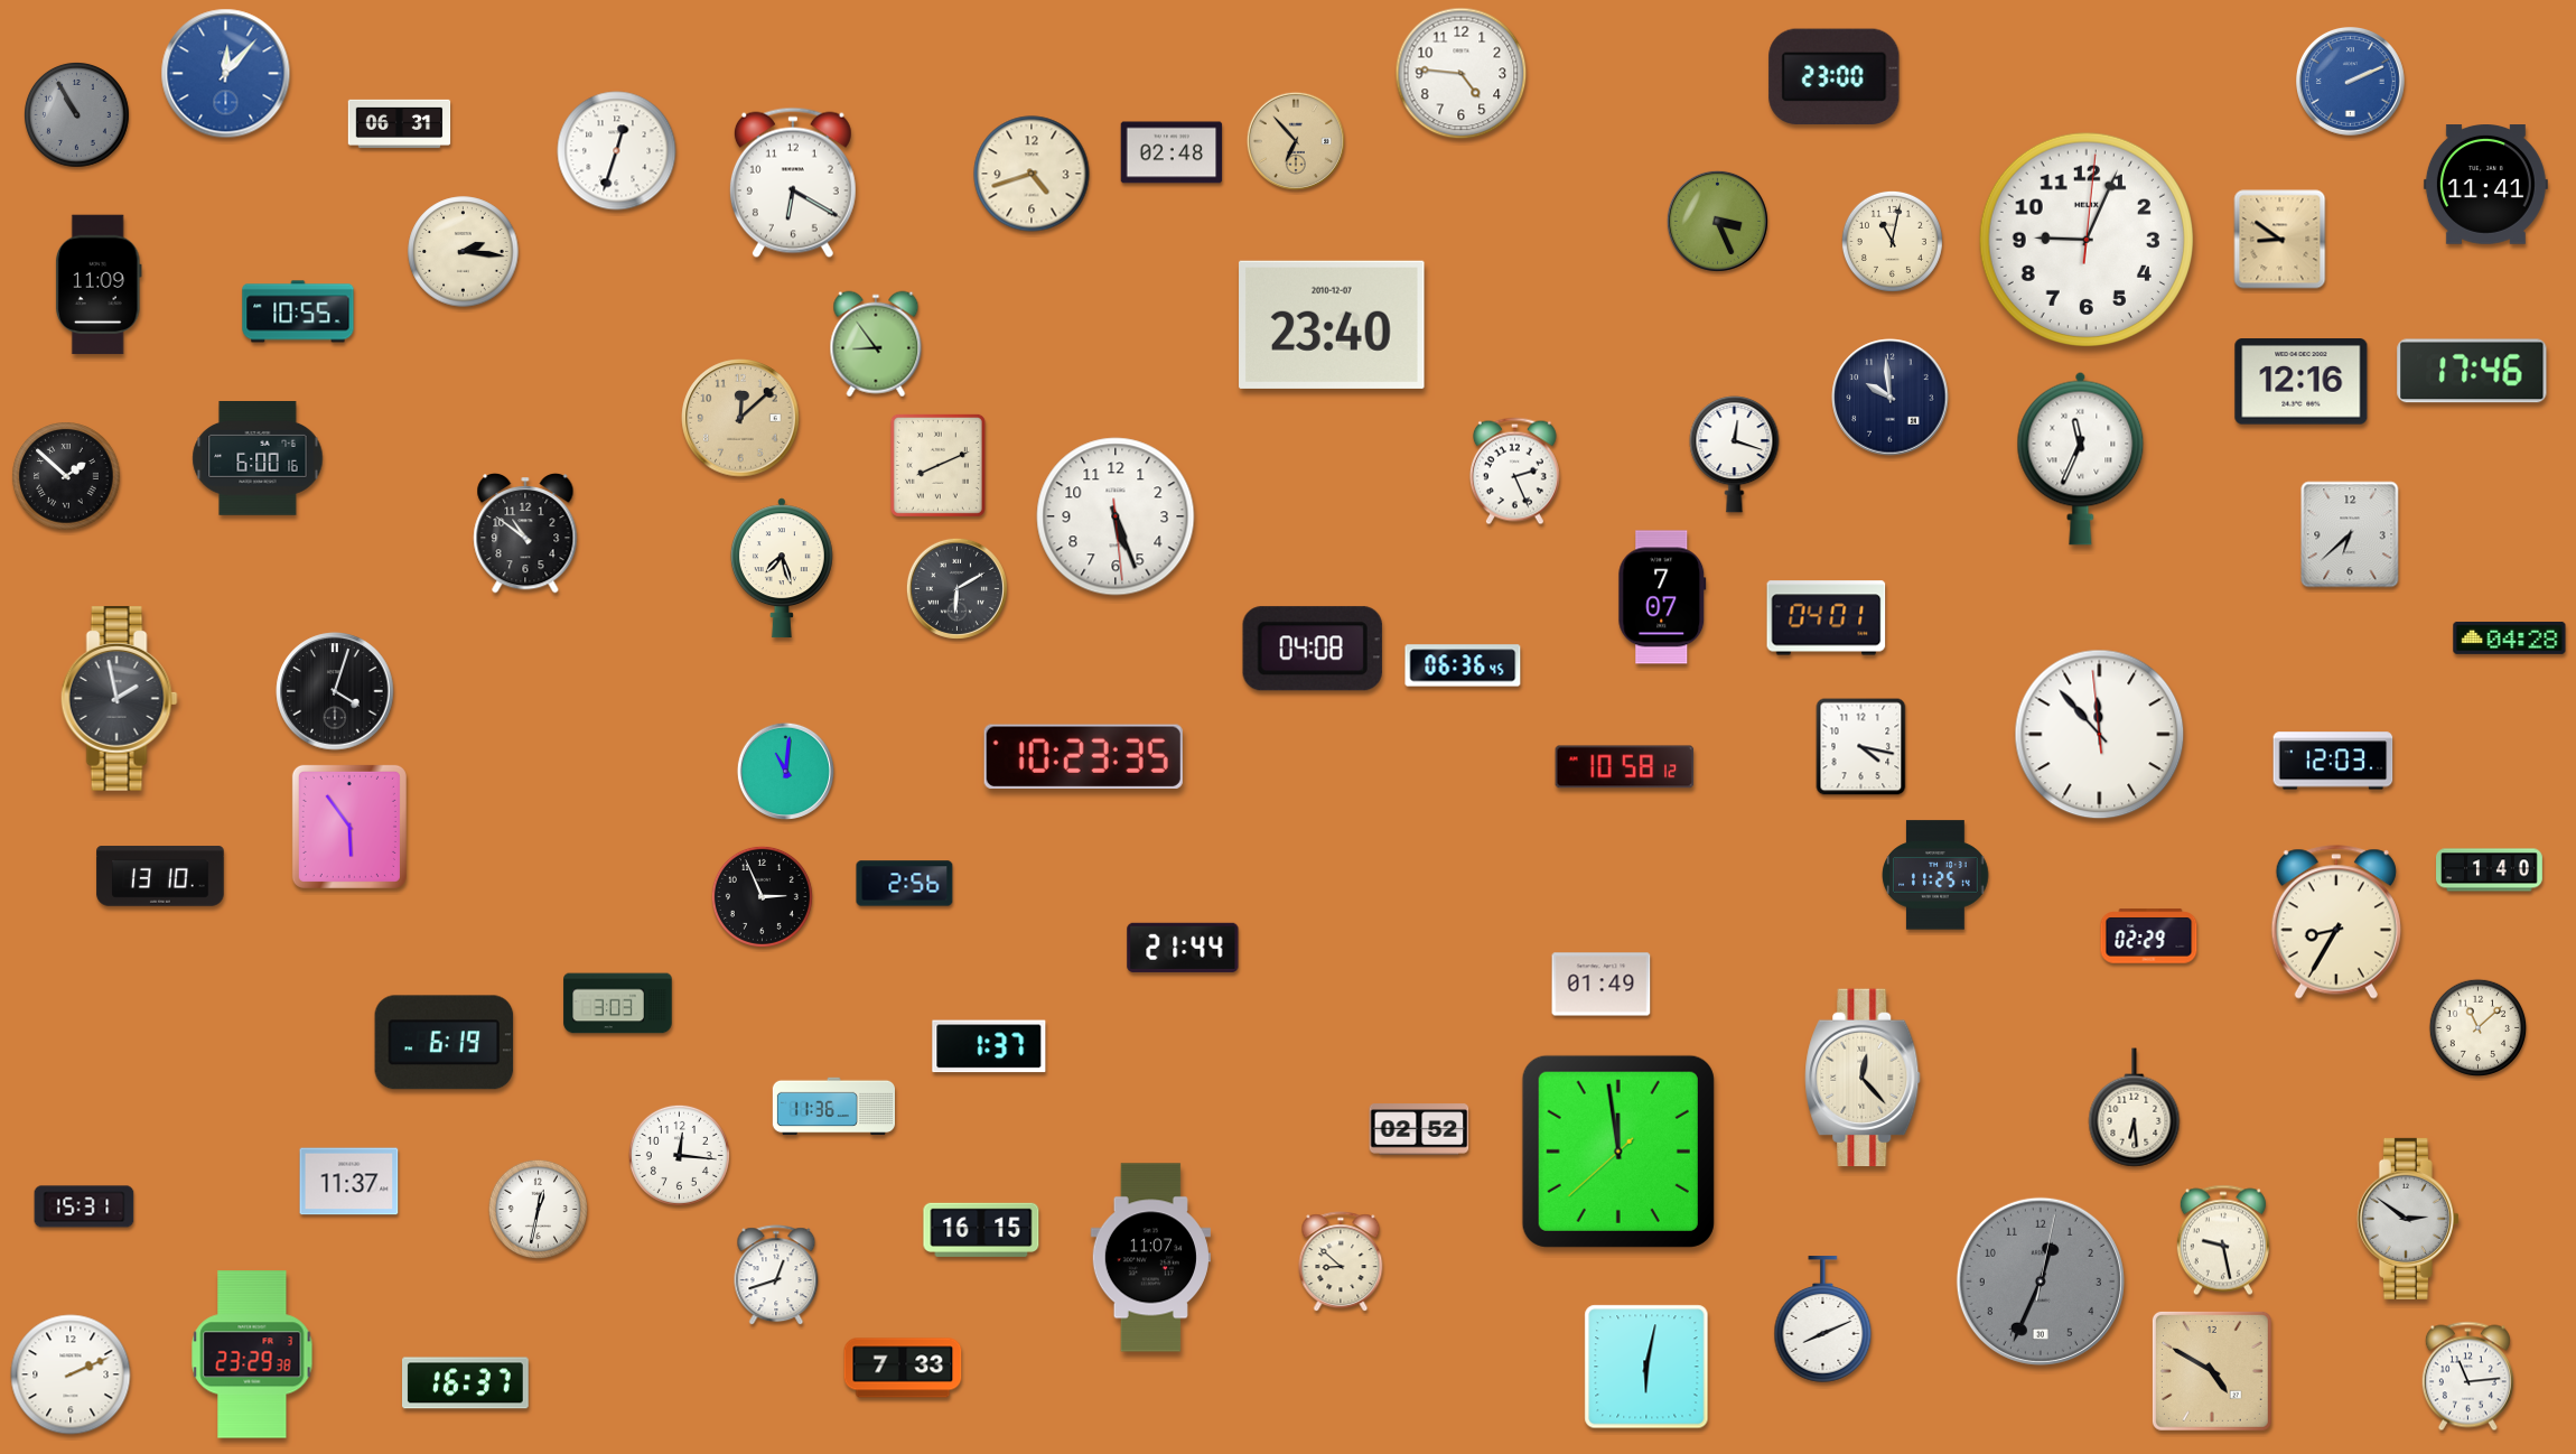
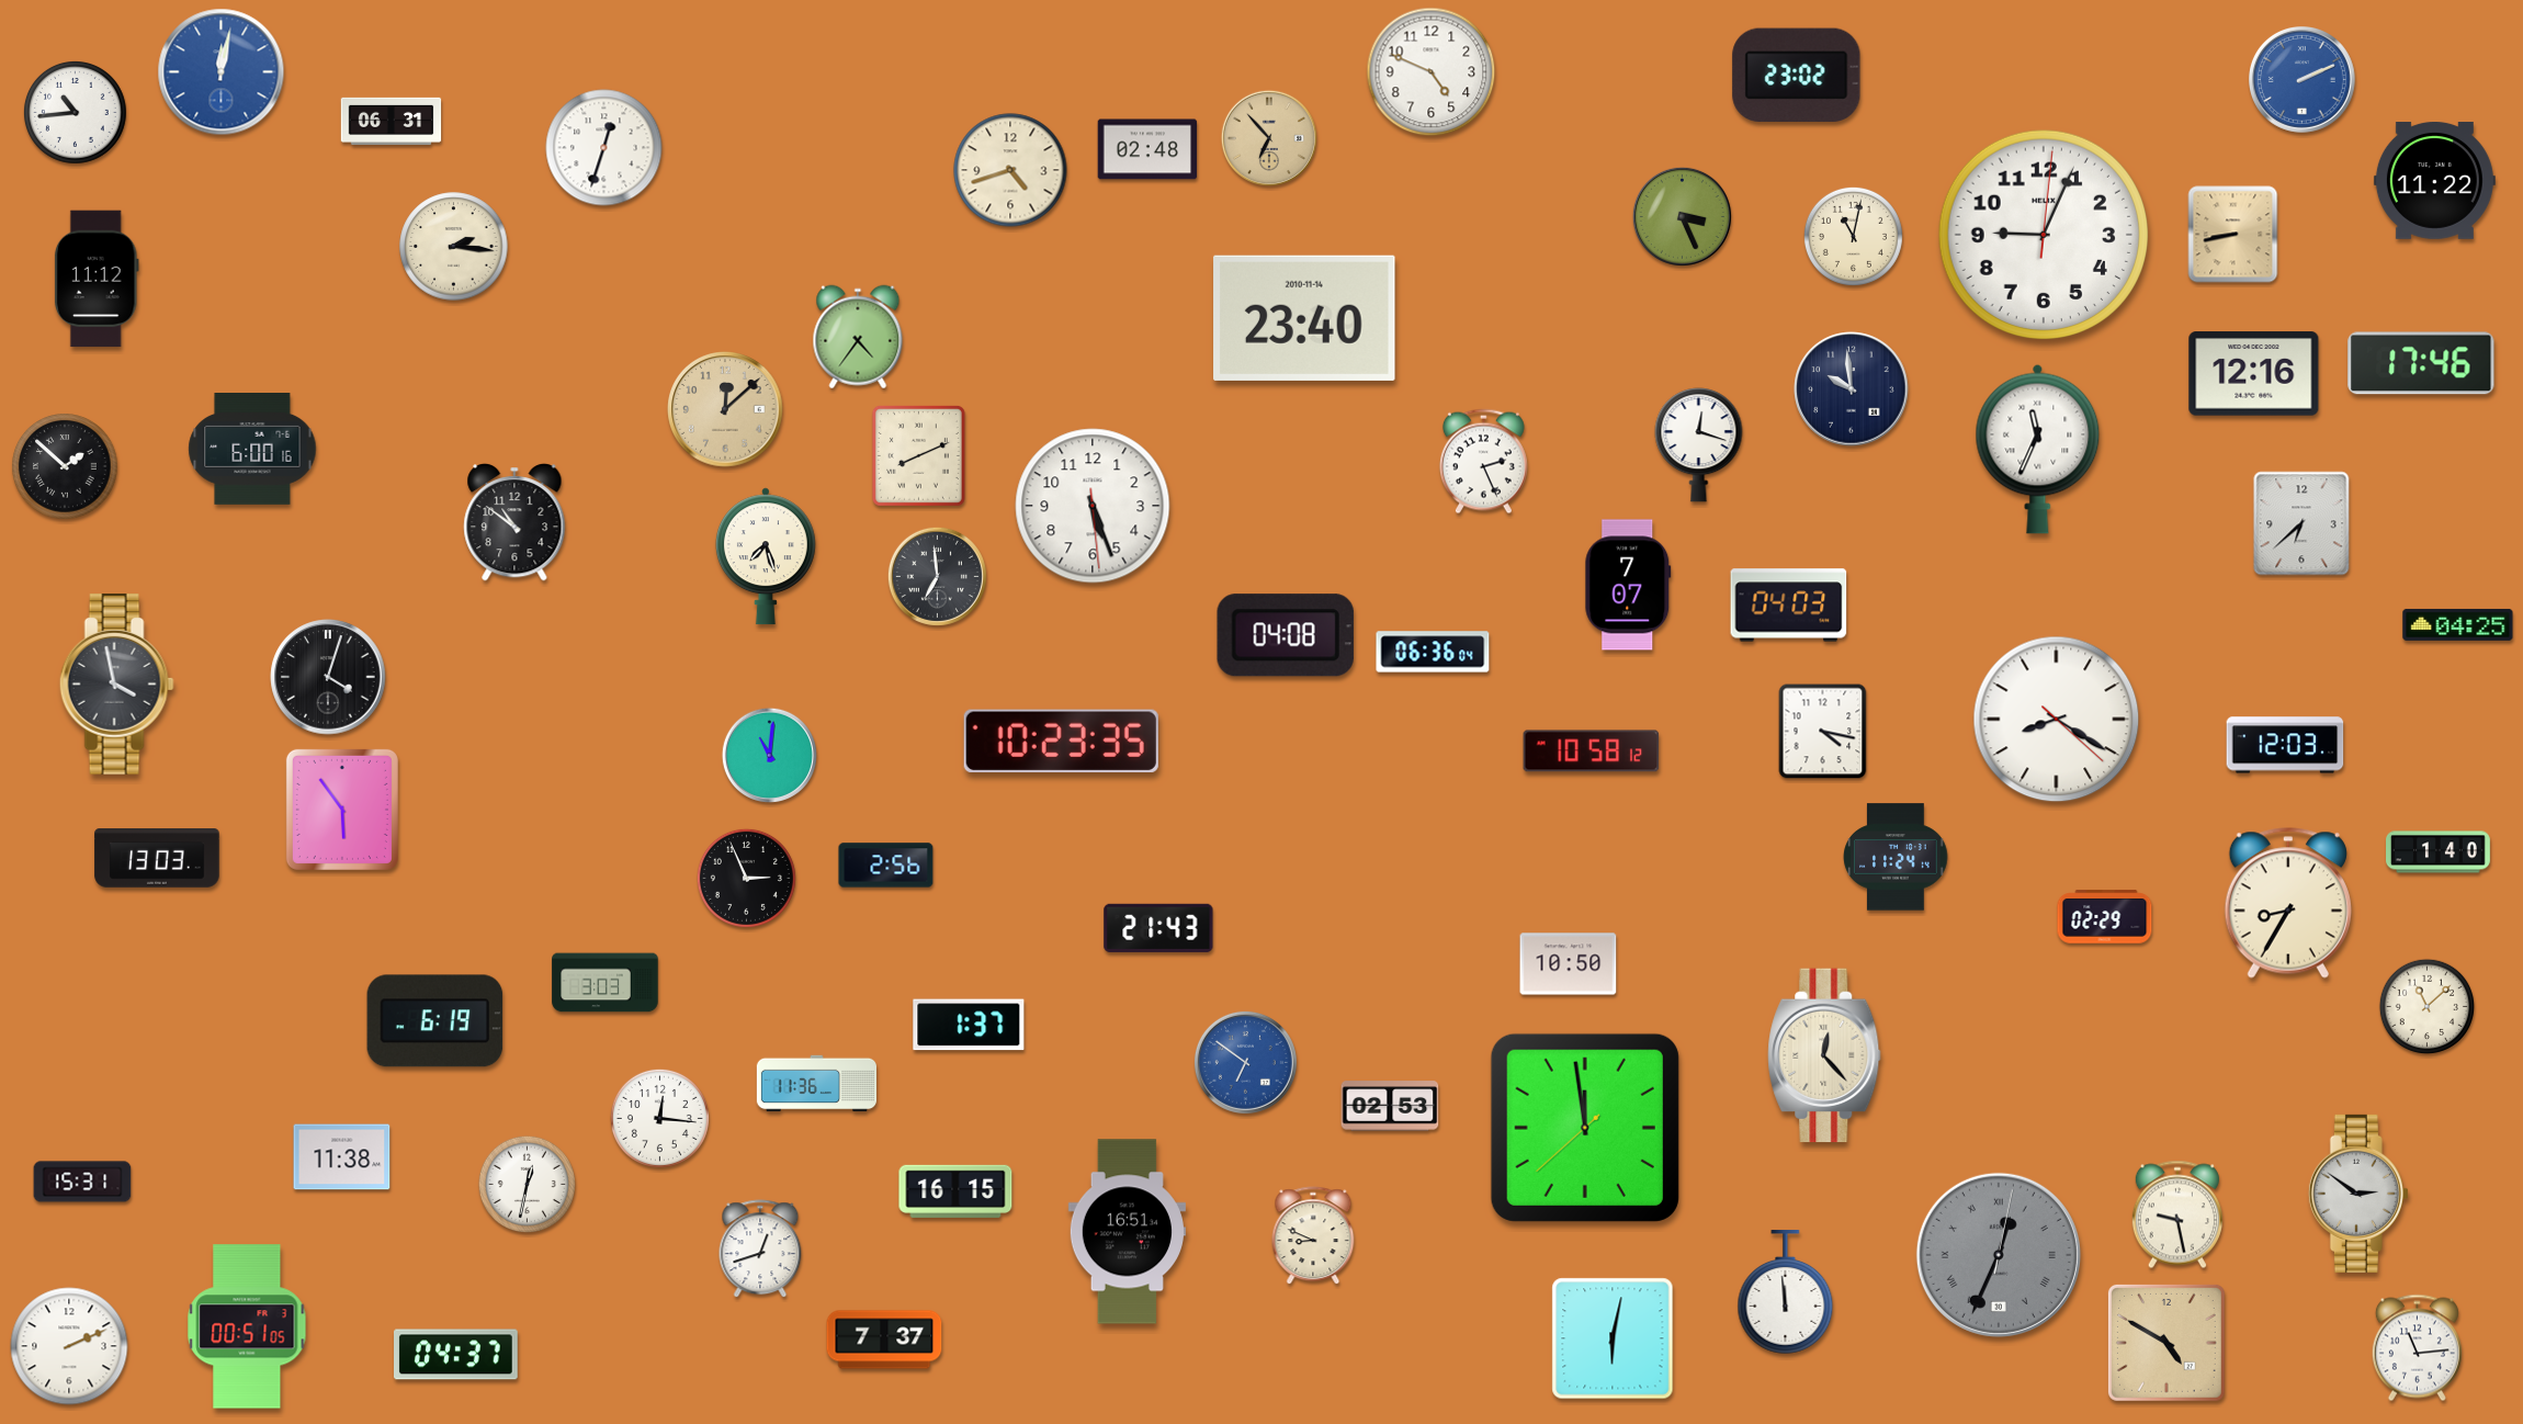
clock at (226, 74): 12:07 -> 12:02
clock at (1462, 74): 4:46 -> 4:49
clock at (1835, 77): 23:00 -> 23:02
clock at (77, 115): 10:55 -> 10:44
clock at (77, 115) dial: grey -> white
clock at (793, 183): 6:20 -> none
clock at (2485, 185): 11:41 -> 11:22
clock at (2280, 240): 8:51 -> 8:43
clock at (99, 285): 11:09 -> 11:12
clock at (298, 311): 10:55 -> none
clock at (1332, 325) date: 2010-12-07 -> 2010-11-14
clock at (876, 344): 8:54 -> 4:36
clock at (956, 588): 6:10 -> 6:59
clock at (1827, 618): 04:01 -> 04:03
clock at (2510, 637): 04:28 -> 04:25
clock at (1463, 665): 06:36:45 -> 06:36:04
clock at (119, 699): 1:58 -> 3:58
clock at (2100, 735): 11:52 -> 8:20
clock at (1935, 875): 11:25 -> 11:24
clock at (160, 876): 13:10 -> 13:03
clock at (1183, 948): 21:44 -> 21:43
clock at (1602, 985): 01:49 -> 10:50
clock at (1245, 1062): none -> 6:51
clock at (2135, 1108): 6:29 -> none
clock at (1419, 1129): 02:52 -> 02:53
clock at (679, 1155) position: (679, 1155) -> (659, 1118)
clock at (349, 1182): 11:37 -> 11:38
clock at (981, 1230) position: (981, 1230) -> (955, 1191)
clock at (1150, 1258): 11:07 -> 16:51
clock at (1341, 1262): 8:52 -> 8:49
clock at (2041, 1281) numerals: Arabic -> Roman
clock at (1823, 1320): 8:11 -> 11:59
clock at (252, 1354): 23:29 -> 00:51
clock at (903, 1368): 7:33 -> 7:37
clock at (466, 1383): 16:37 -> 04:37
